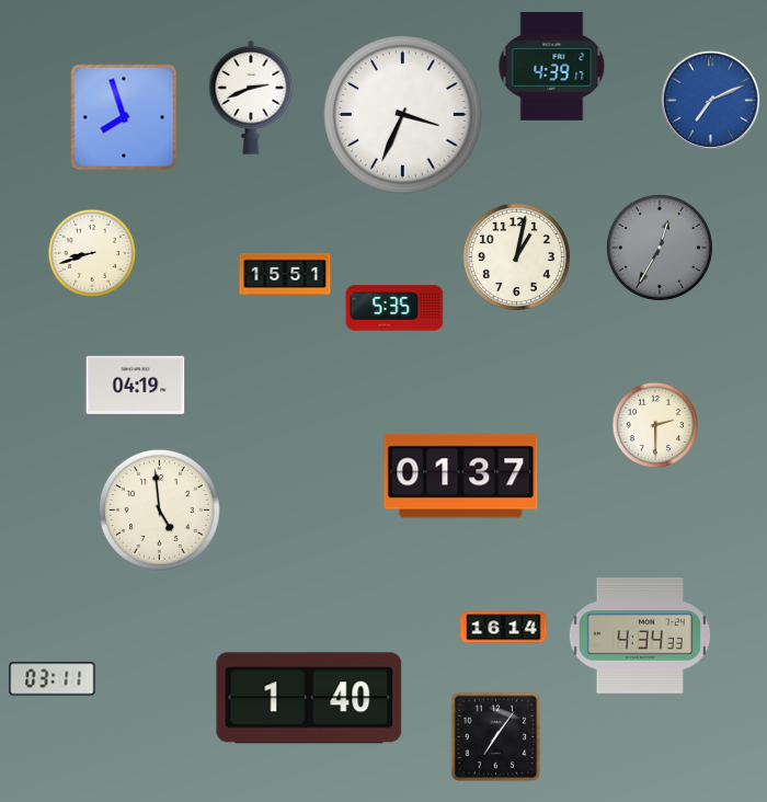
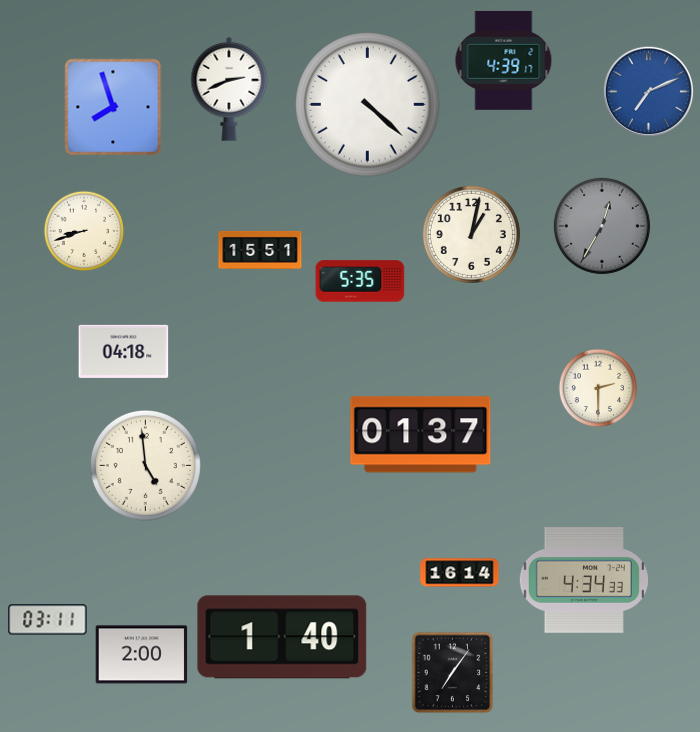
clock at (403, 115): 3:34 -> 4:22
clock at (136, 385): 04:19 -> 04:18
clock at (142, 655): none -> 2:00
